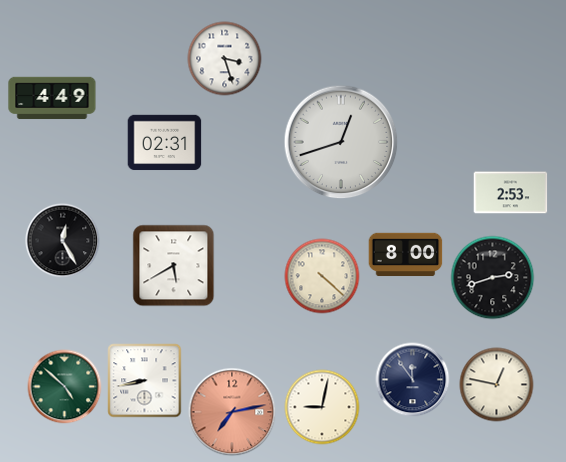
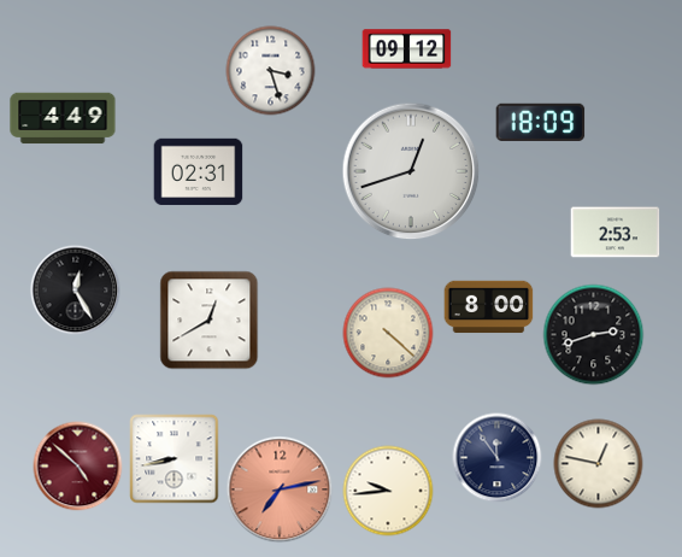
clock at (407, 49): none -> 09:12
clock at (541, 122): none -> 18:09
clock at (174, 266): 5:40 -> 12:40
clock at (65, 387) dial: green -> burgundy
clock at (322, 407): 9:02 -> 9:44
clock at (232, 412) position: (232, 412) -> (280, 489)
